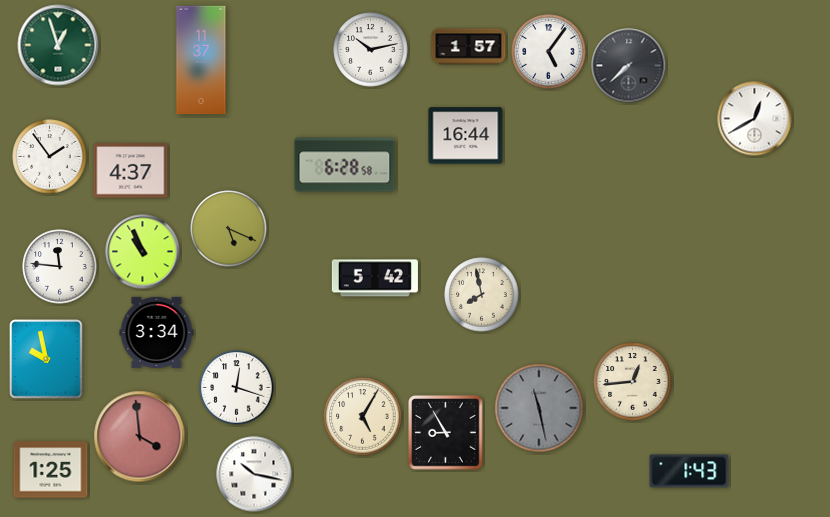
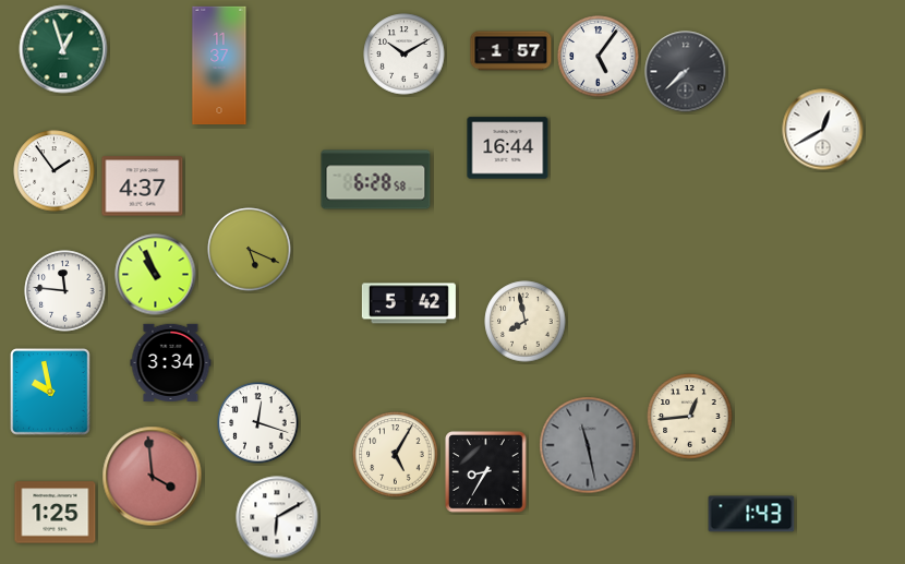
clock at (371, 50): 10:13 -> 10:10
clock at (446, 433): 8:55 -> 8:35
clock at (254, 474): 10:17 -> 6:10
